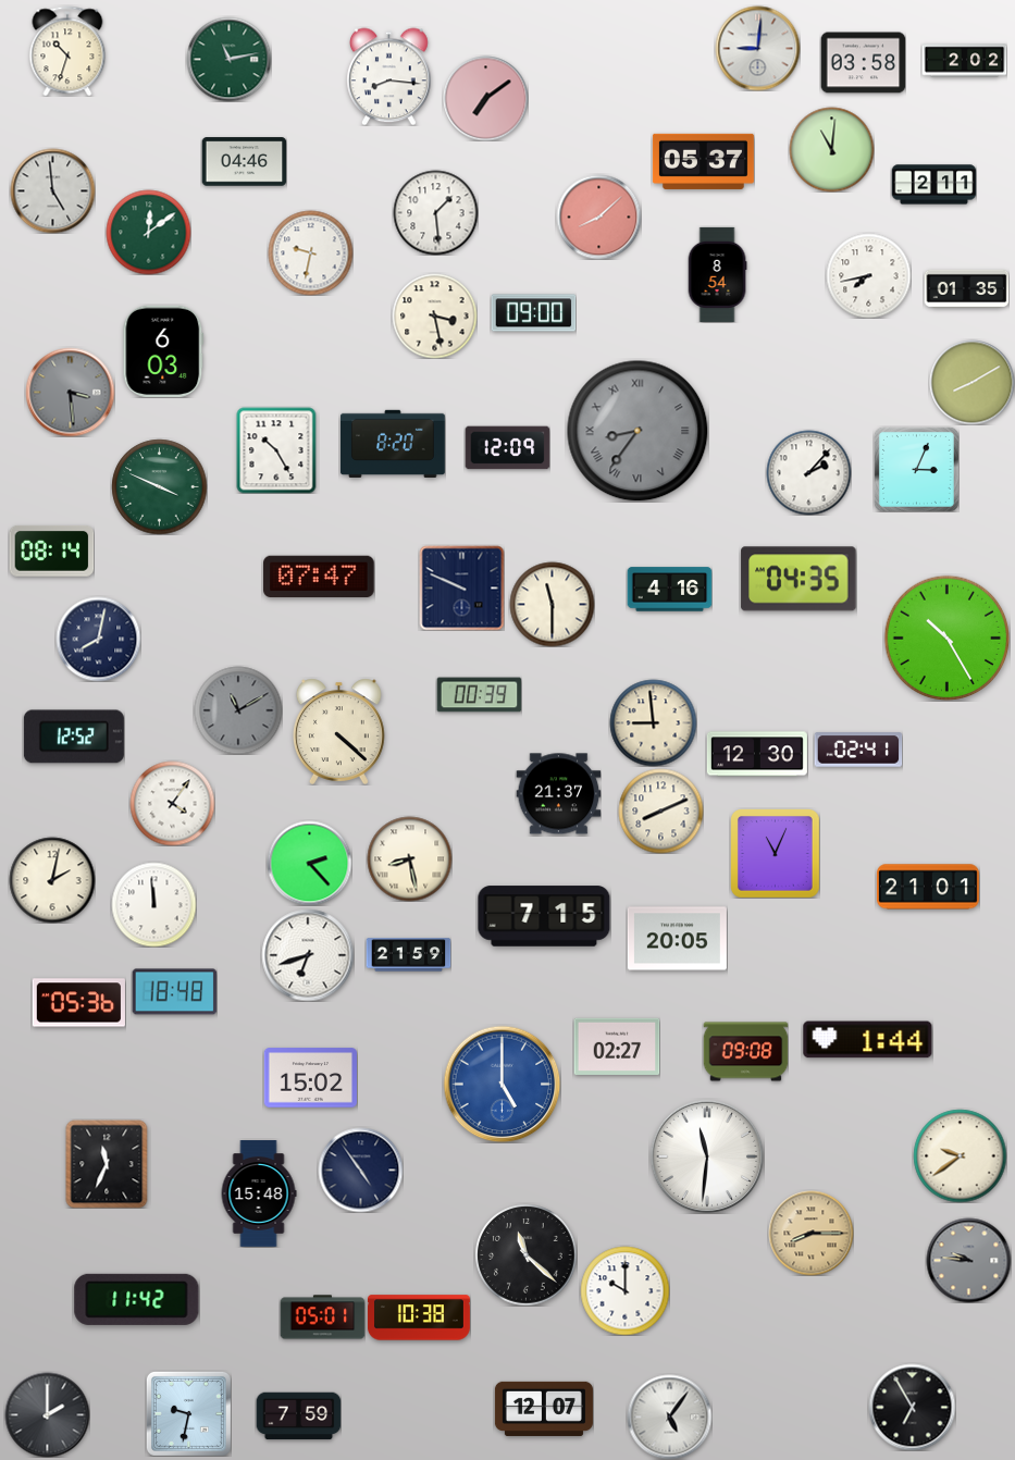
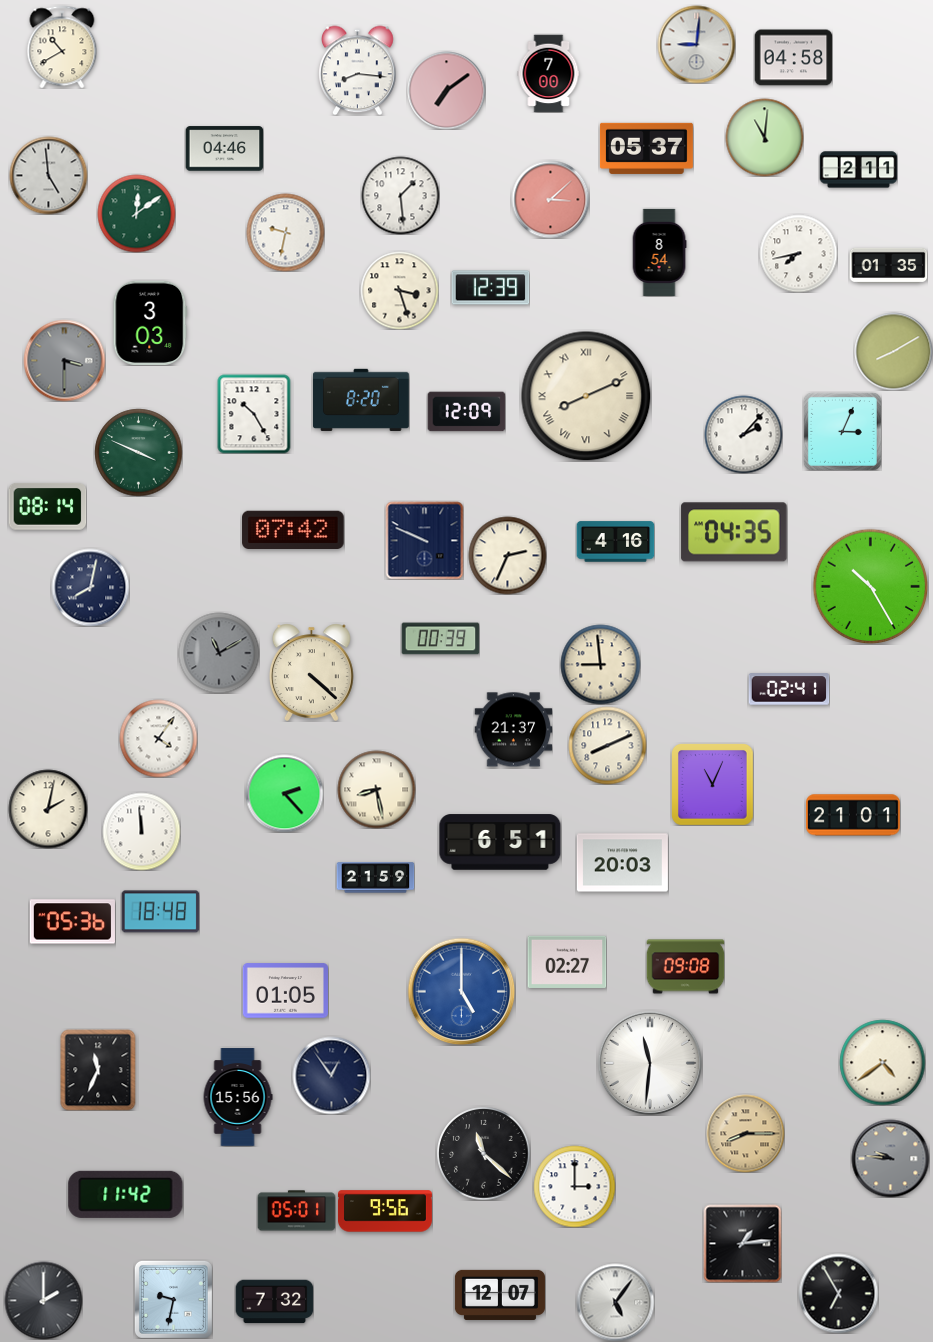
clock at (67, 51): 10:33 -> 10:40
clock at (228, 59): 11:13 -> none
clock at (964, 61): 2:02 -> none
clock at (863, 63): 03:58 -> 04:58
clock at (549, 73): none -> 7:00
clock at (598, 216): 8:08 -> 3:08
clock at (533, 313): 09:00 -> 12:39
clock at (434, 315): 3:28 -> 3:27
clock at (163, 350): 6:03 -> 3:03
clock at (70, 392): 3:29 -> 3:30
clock at (638, 431): 8:36 -> 8:11
clock at (638, 431) dial: grey -> cream
clock at (393, 443) position: (393, 443) -> (361, 399)
clock at (159, 486) position: (159, 486) -> (138, 452)
clock at (319, 577): 07:47 -> 07:42
clock at (552, 604): 11:30 -> 2:34
clock at (74, 737): 12:52 -> none
clock at (757, 754): 12:30 -> none
clock at (544, 916): 7:15 -> 6:51
clock at (677, 939): 20:05 -> 20:03
clock at (308, 955): 6:42 -> none
clock at (868, 1040): 1:44 -> none
clock at (310, 1078): 15:02 -> 01:05
clock at (502, 1084) position: (502, 1084) -> (461, 991)
clock at (960, 1155): 9:39 -> 4:39
clock at (360, 1170): 4:54 -> 12:54
clock at (259, 1193): 15:48 -> 15:56
clock at (624, 1290): 10:00 -> 3:00
clock at (419, 1317): 10:38 -> 9:56
clock at (742, 1243): none -> 1:14
clock at (298, 1416): 7:59 -> 7:32
